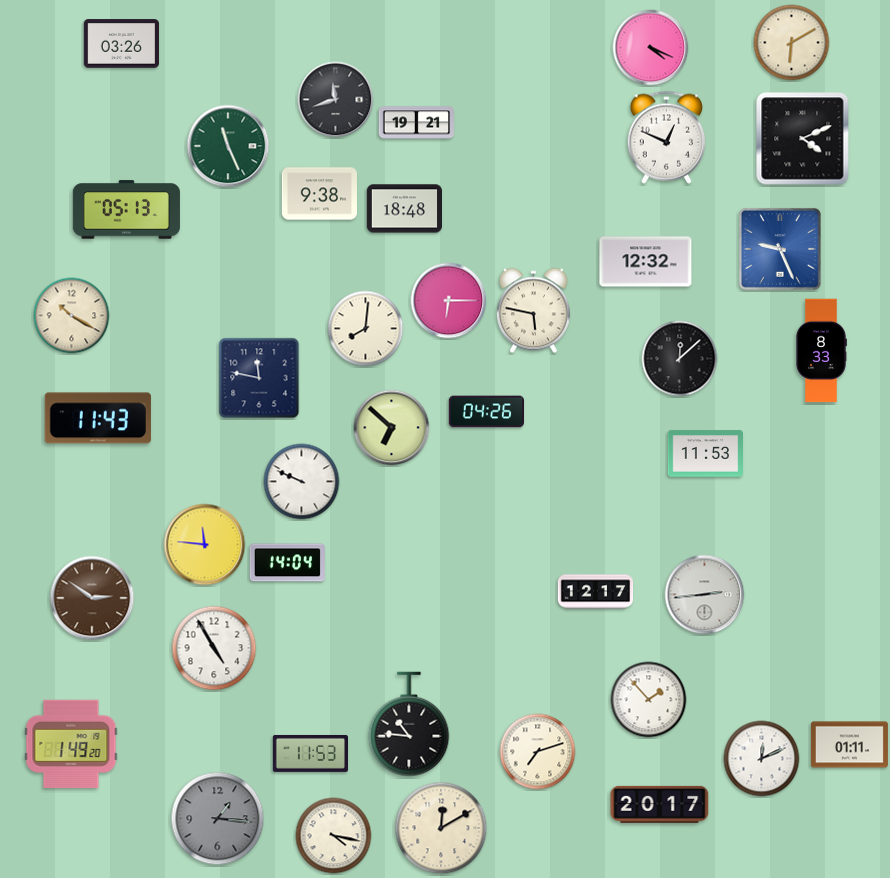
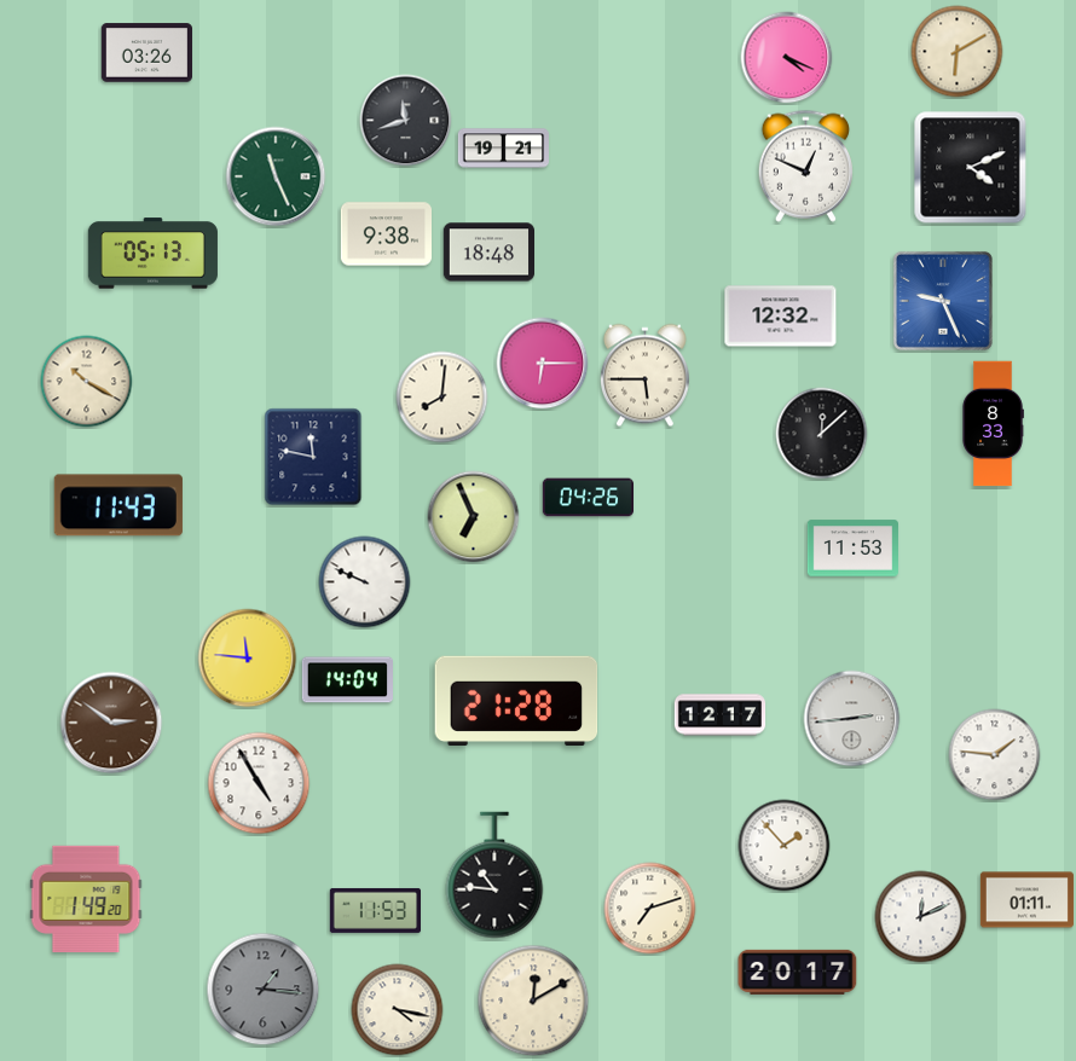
clock at (533, 311): 5:47 -> 5:45
clock at (392, 428): 6:52 -> 6:56
clock at (516, 700): none -> 21:28
clock at (995, 755): none -> 1:46
clock at (334, 836) position: (334, 836) -> (398, 1010)
